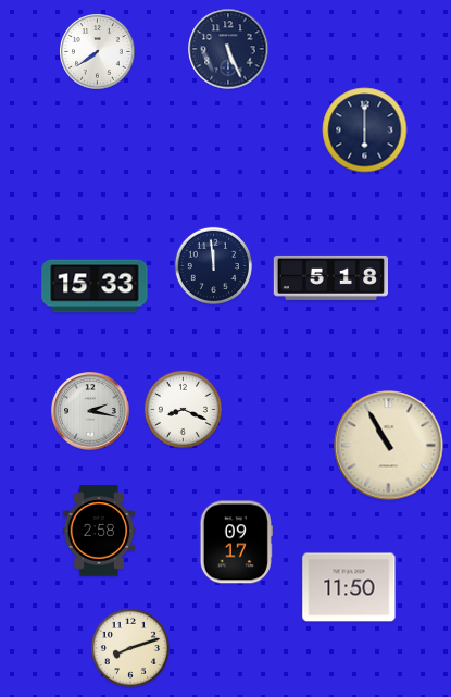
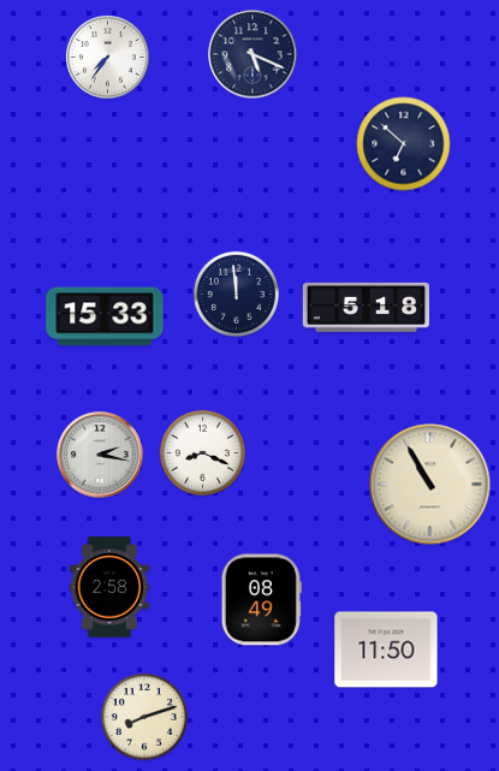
clock at (228, 49): 5:26 -> 5:19
clock at (98, 52): 7:39 -> 7:36
clock at (365, 130): 6:00 -> 6:52
clock at (389, 446) position: (389, 446) -> (430, 485)
clock at (236, 543): 09:17 -> 08:49
